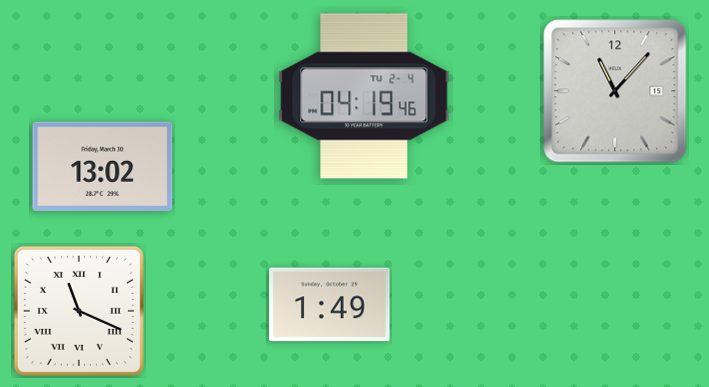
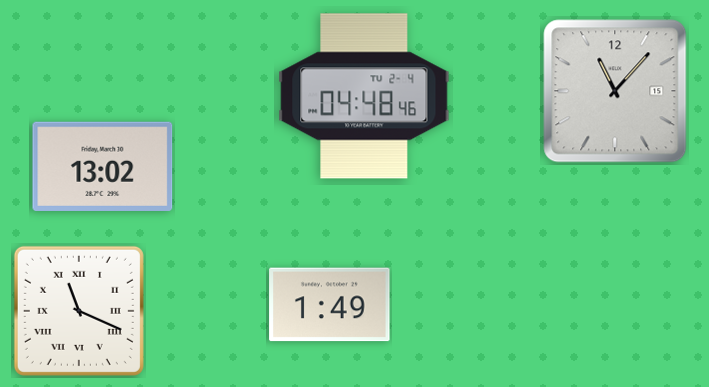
clock at (364, 96): 04:19 -> 04:48
